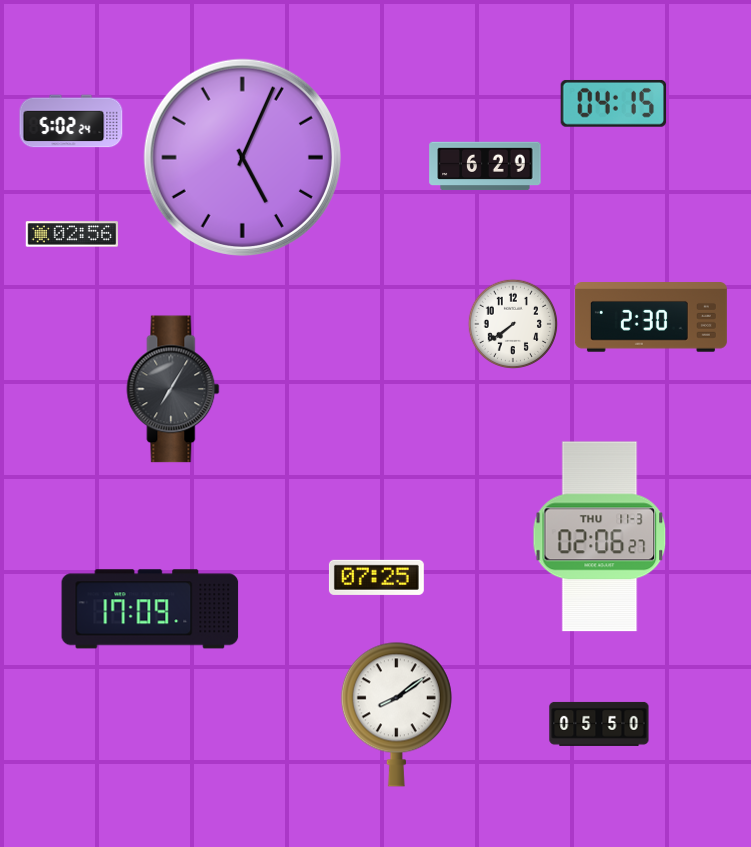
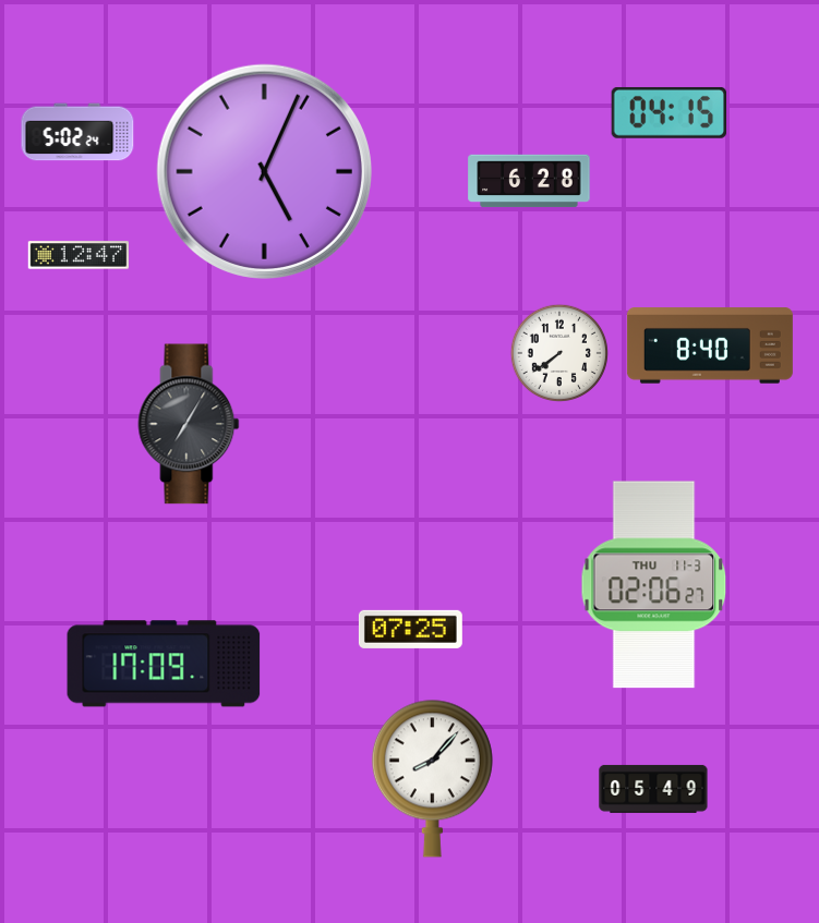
clock at (485, 166): 6:29 -> 6:28
clock at (71, 234): 02:56 -> 12:47
clock at (651, 318): 2:30 -> 8:40
clock at (396, 714): 8:09 -> 8:07
clock at (599, 724): 05:50 -> 05:49
